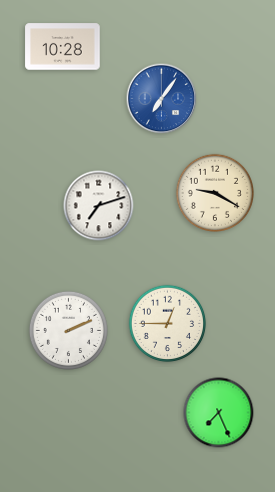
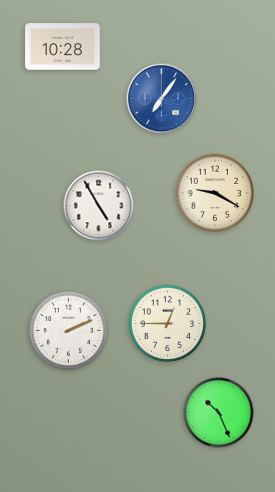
clock at (99, 206): 7:12 -> 4:55
clock at (219, 413): 7:26 -> 10:26
